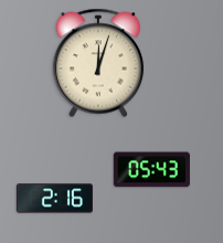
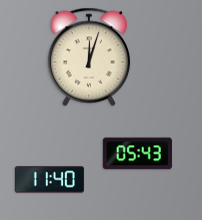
clock at (54, 199): 2:16 -> 11:40
